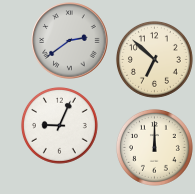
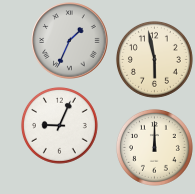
clock at (70, 41): 2:39 -> 1:34
clock at (154, 59): 6:52 -> 5:58
